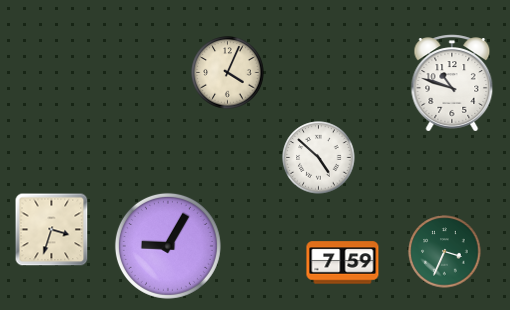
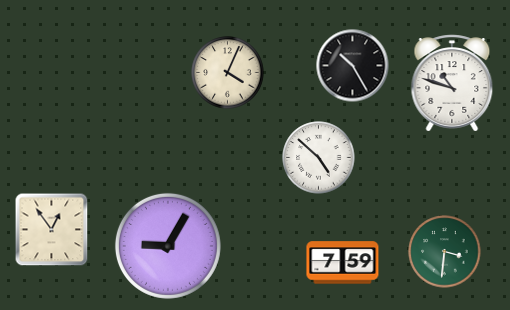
clock at (353, 66): none -> 10:25
clock at (52, 230): 3:33 -> 12:54
clock at (445, 252): 3:34 -> 3:31
